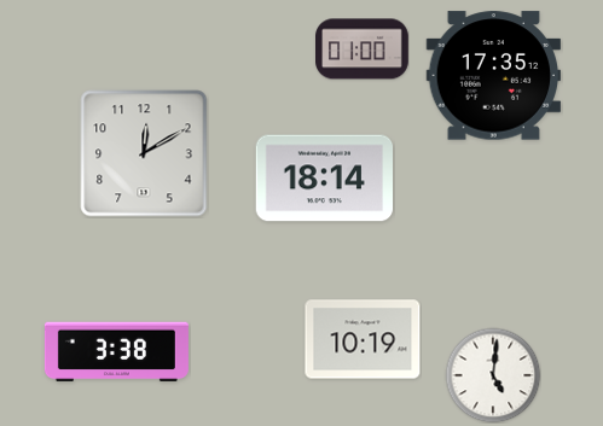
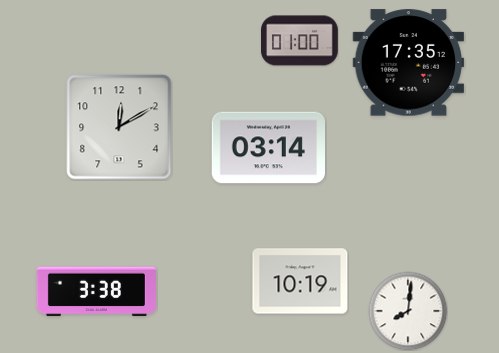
clock at (324, 179): 18:14 -> 03:14
clock at (493, 375): 5:01 -> 8:01
